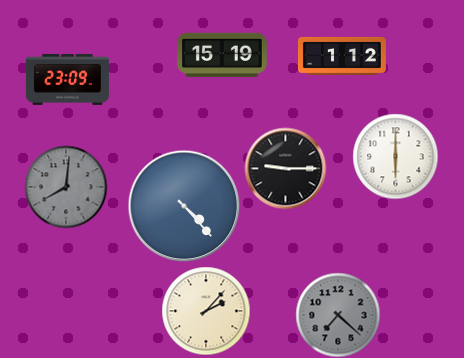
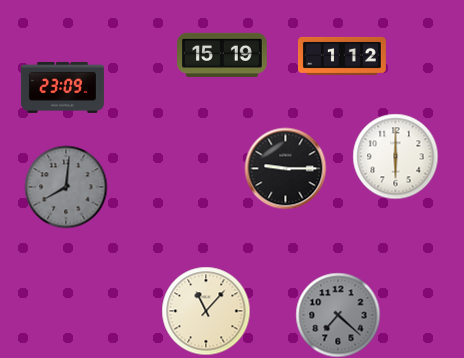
clock at (67, 79) position: (67, 79) -> (62, 87)
clock at (184, 206): 4:23 -> none
clock at (206, 311): 2:07 -> 11:07
